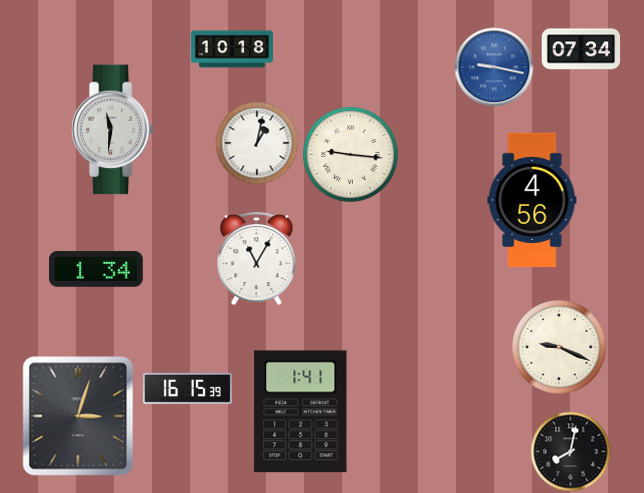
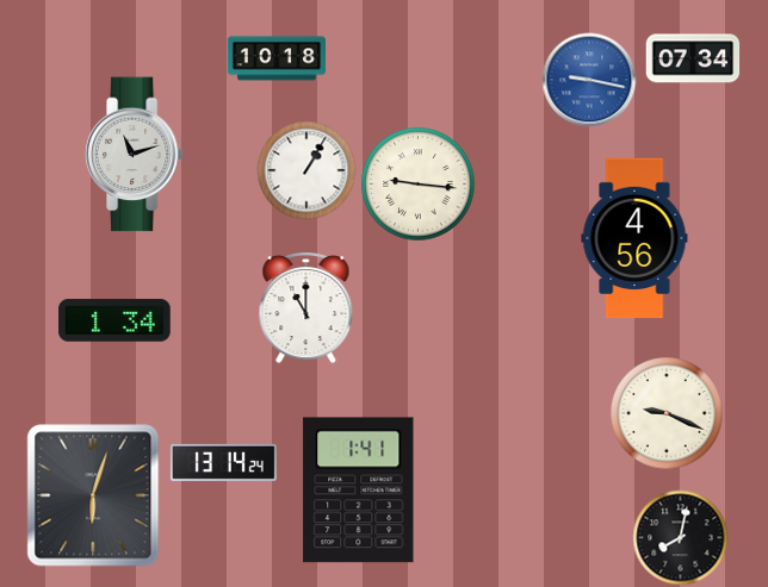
clock at (112, 130): 11:31 -> 11:12
clock at (257, 143): 1:02 -> 1:05
clock at (257, 258): 11:05 -> 11:00
clock at (187, 388): 16:15 -> 13:14
clock at (78, 416): 3:03 -> 6:03
